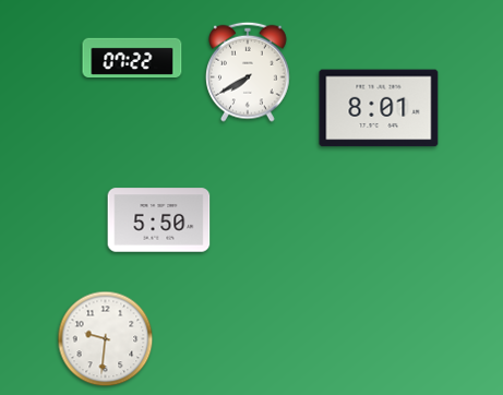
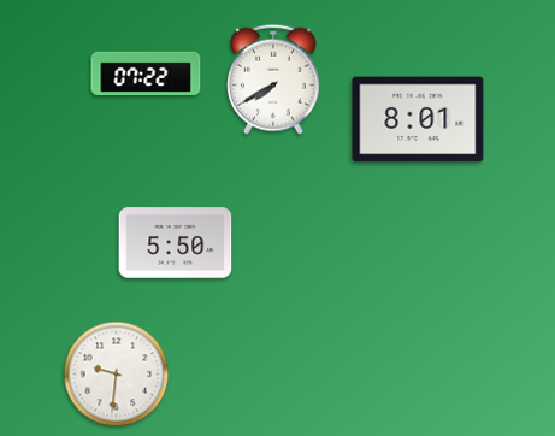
clock at (132, 57) position: (132, 57) -> (146, 72)
